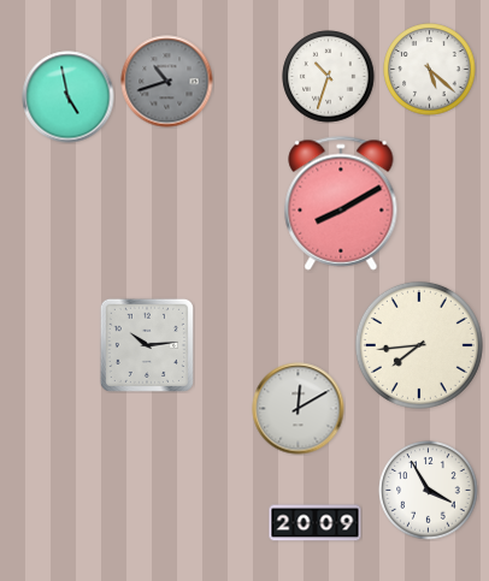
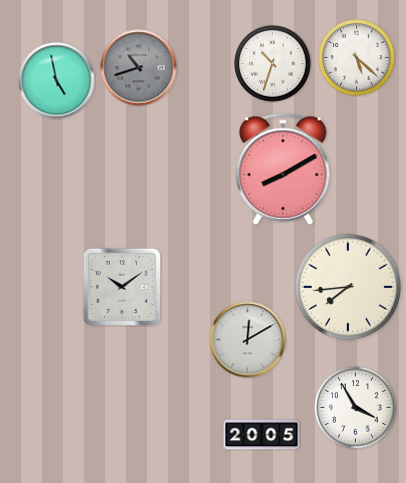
clock at (147, 345): 10:14 -> 10:09
clock at (316, 523): 20:09 -> 20:05
